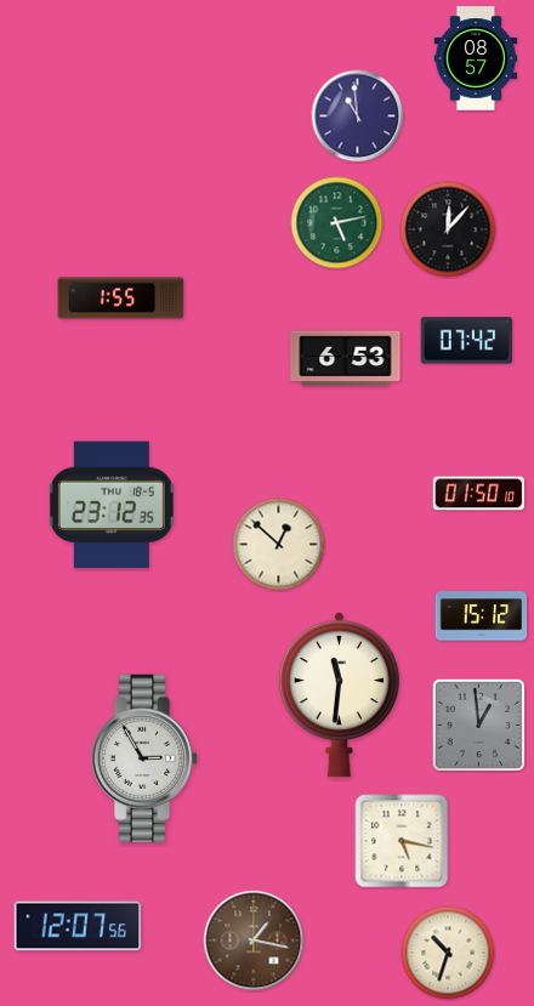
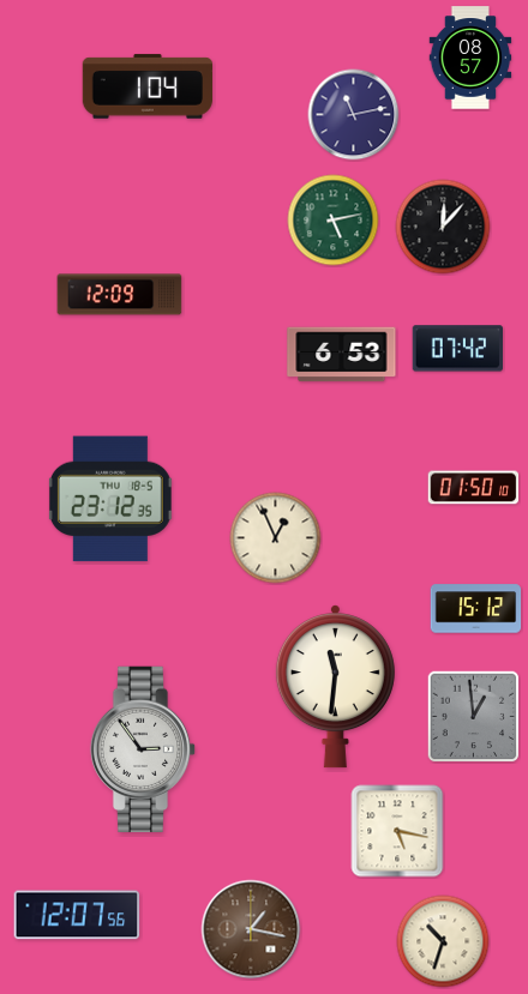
clock at (146, 86): none -> 1:04
clock at (358, 116): 10:59 -> 11:13
clock at (121, 299): 1:55 -> 12:09
clock at (467, 341) position: (467, 341) -> (458, 349)
clock at (279, 545): 12:52 -> 12:56
clock at (144, 758): 2:55 -> 2:54
